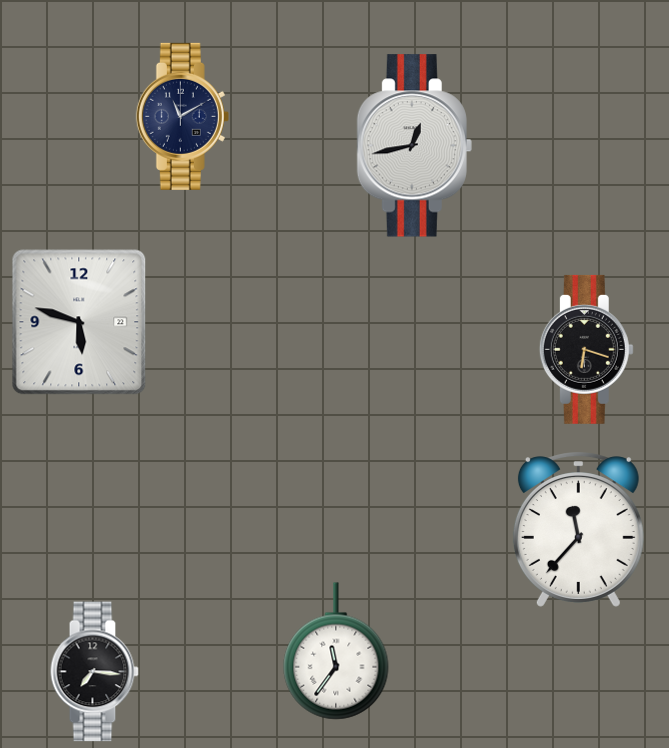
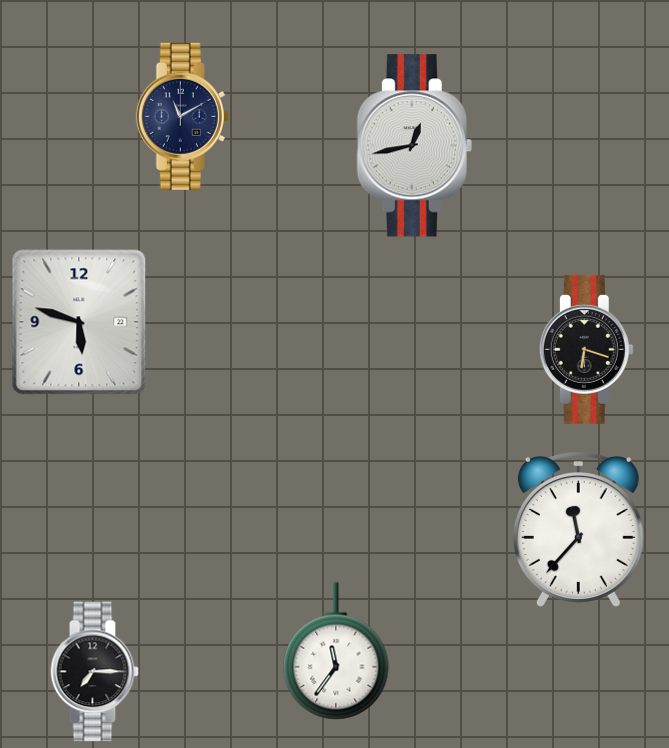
clock at (94, 672): 7:16 -> 7:15
